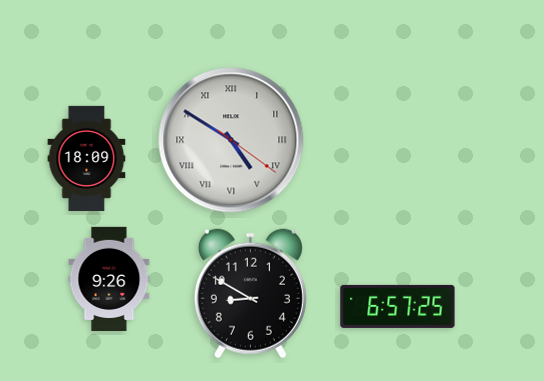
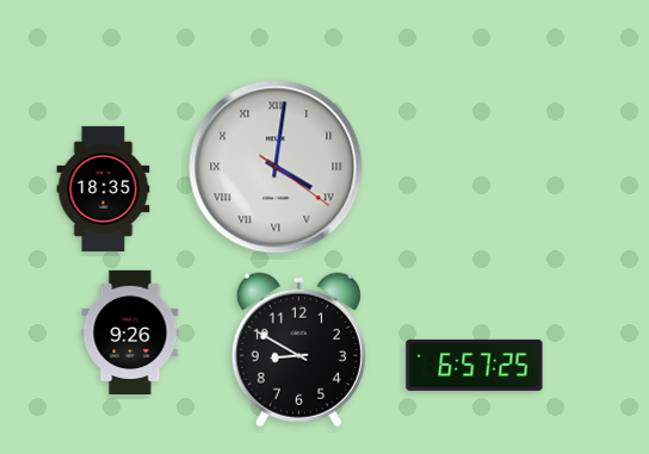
clock at (231, 140): 4:50 -> 4:01
clock at (87, 158): 18:09 -> 18:35
